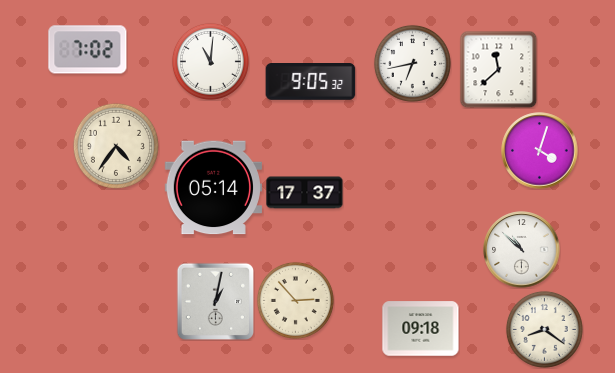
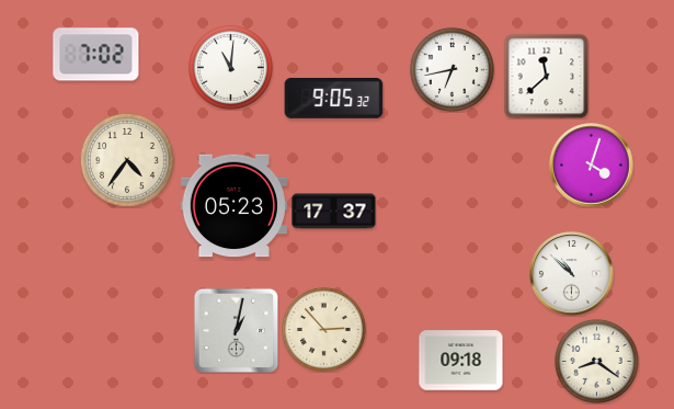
clock at (311, 82) position: (311, 82) -> (334, 99)
clock at (213, 188): 05:14 -> 05:23
